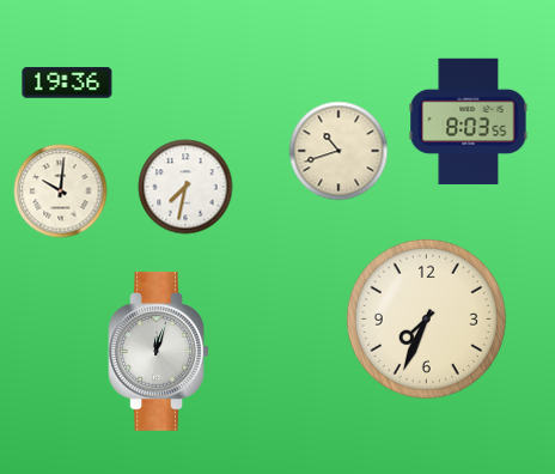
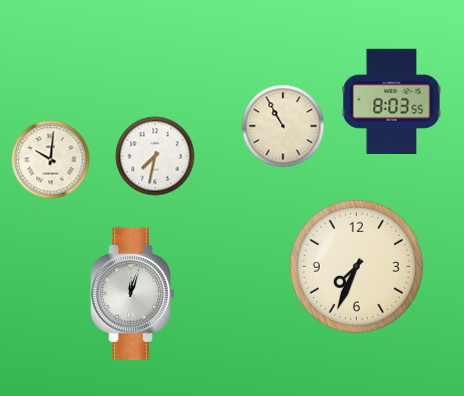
clock at (67, 83): 19:36 -> none
clock at (339, 151): 10:42 -> 10:55
